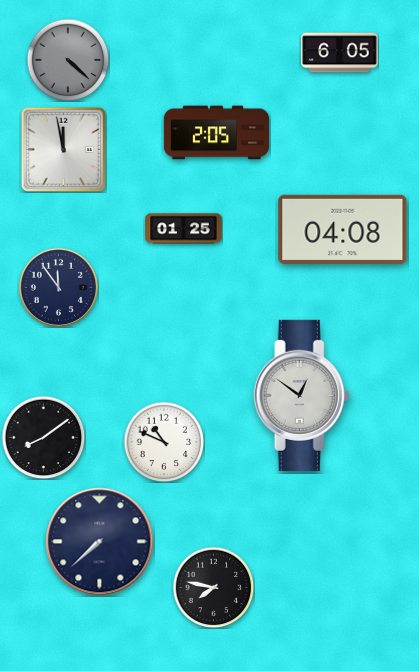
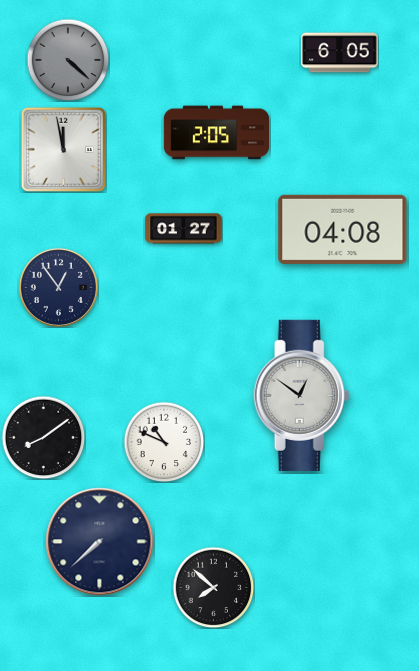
clock at (184, 229): 01:25 -> 01:27
clock at (58, 287): 11:54 -> 12:54
clock at (213, 587): 7:47 -> 7:52
